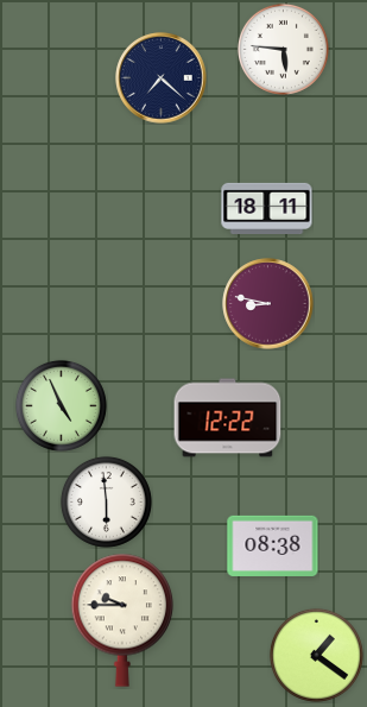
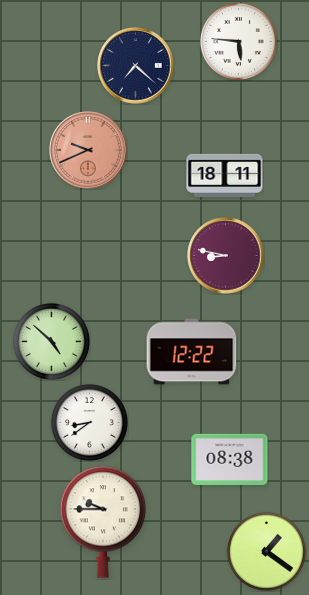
clock at (88, 150): none -> 9:41
clock at (61, 405): 4:56 -> 4:52
clock at (106, 501): 5:59 -> 8:39
